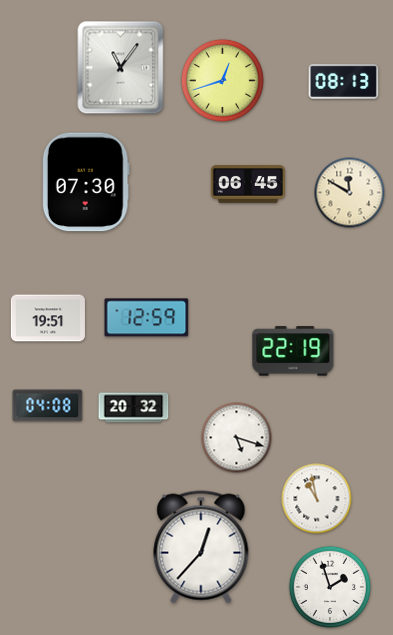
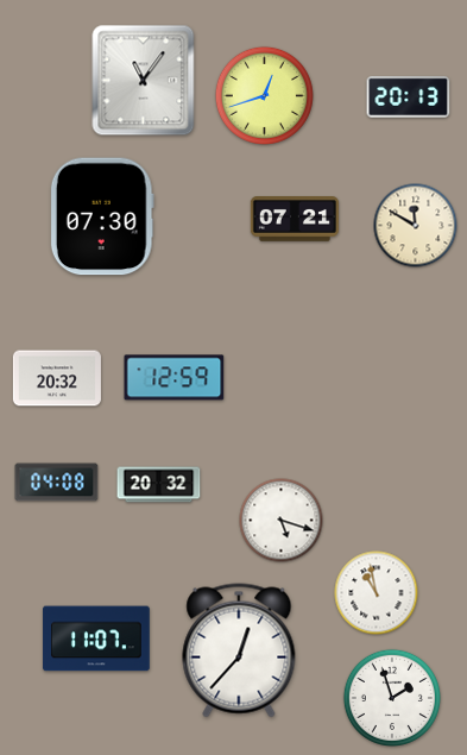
clock at (344, 81): 08:13 -> 20:13
clock at (248, 184): 06:45 -> 07:21
clock at (350, 193) position: (350, 193) -> (416, 226)
clock at (48, 318): 19:51 -> 20:32
clock at (293, 351): 22:19 -> none
clock at (96, 638): none -> 11:07
